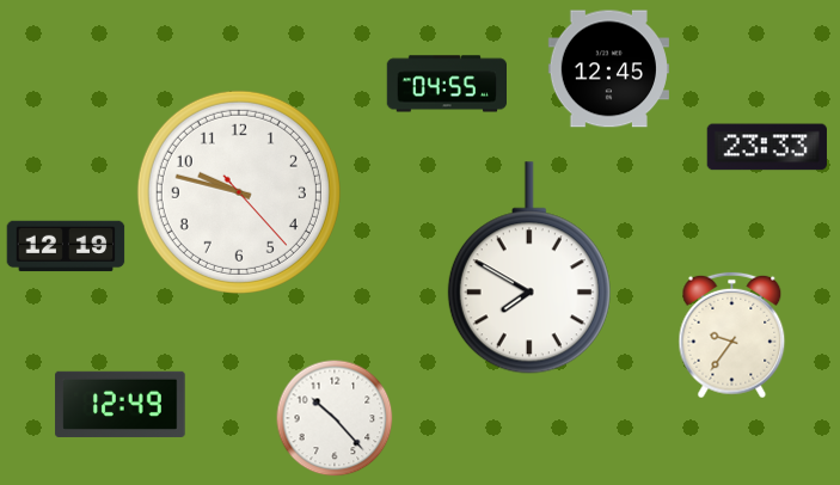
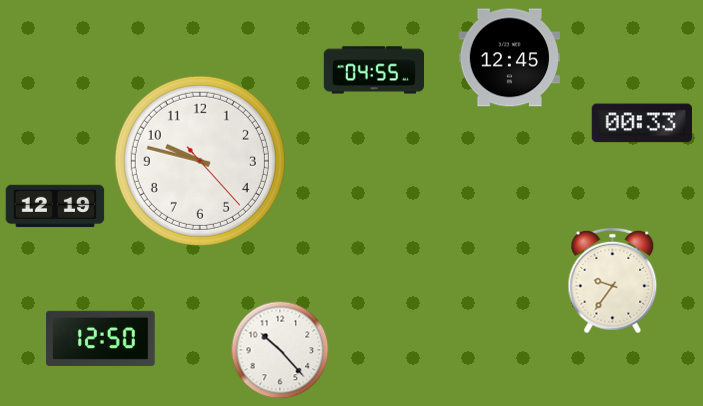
clock at (767, 147): 23:33 -> 00:33
clock at (529, 268): 7:50 -> none
clock at (121, 404): 12:49 -> 12:50
